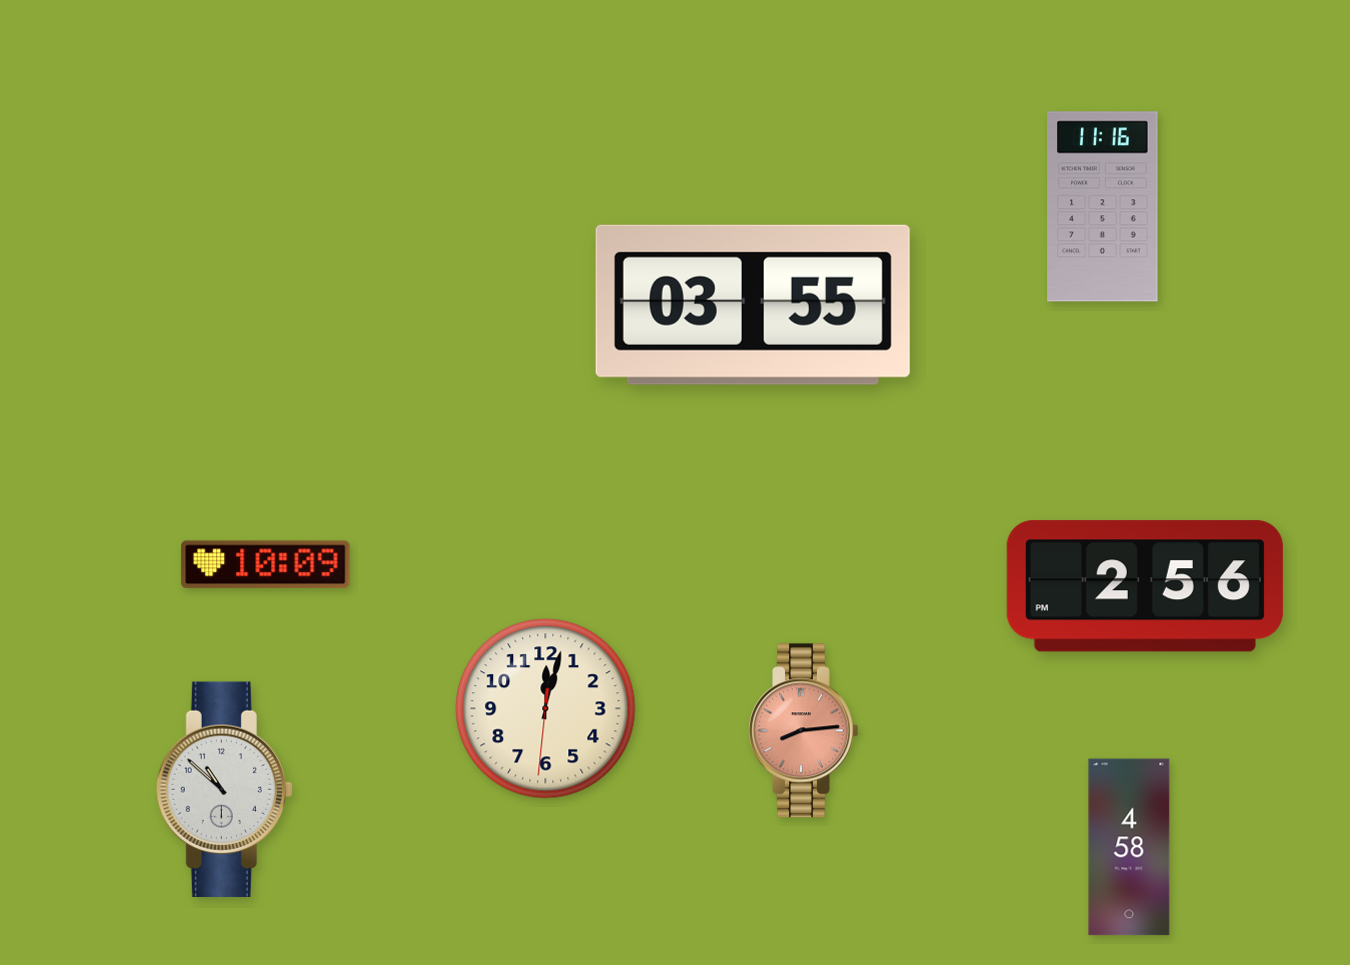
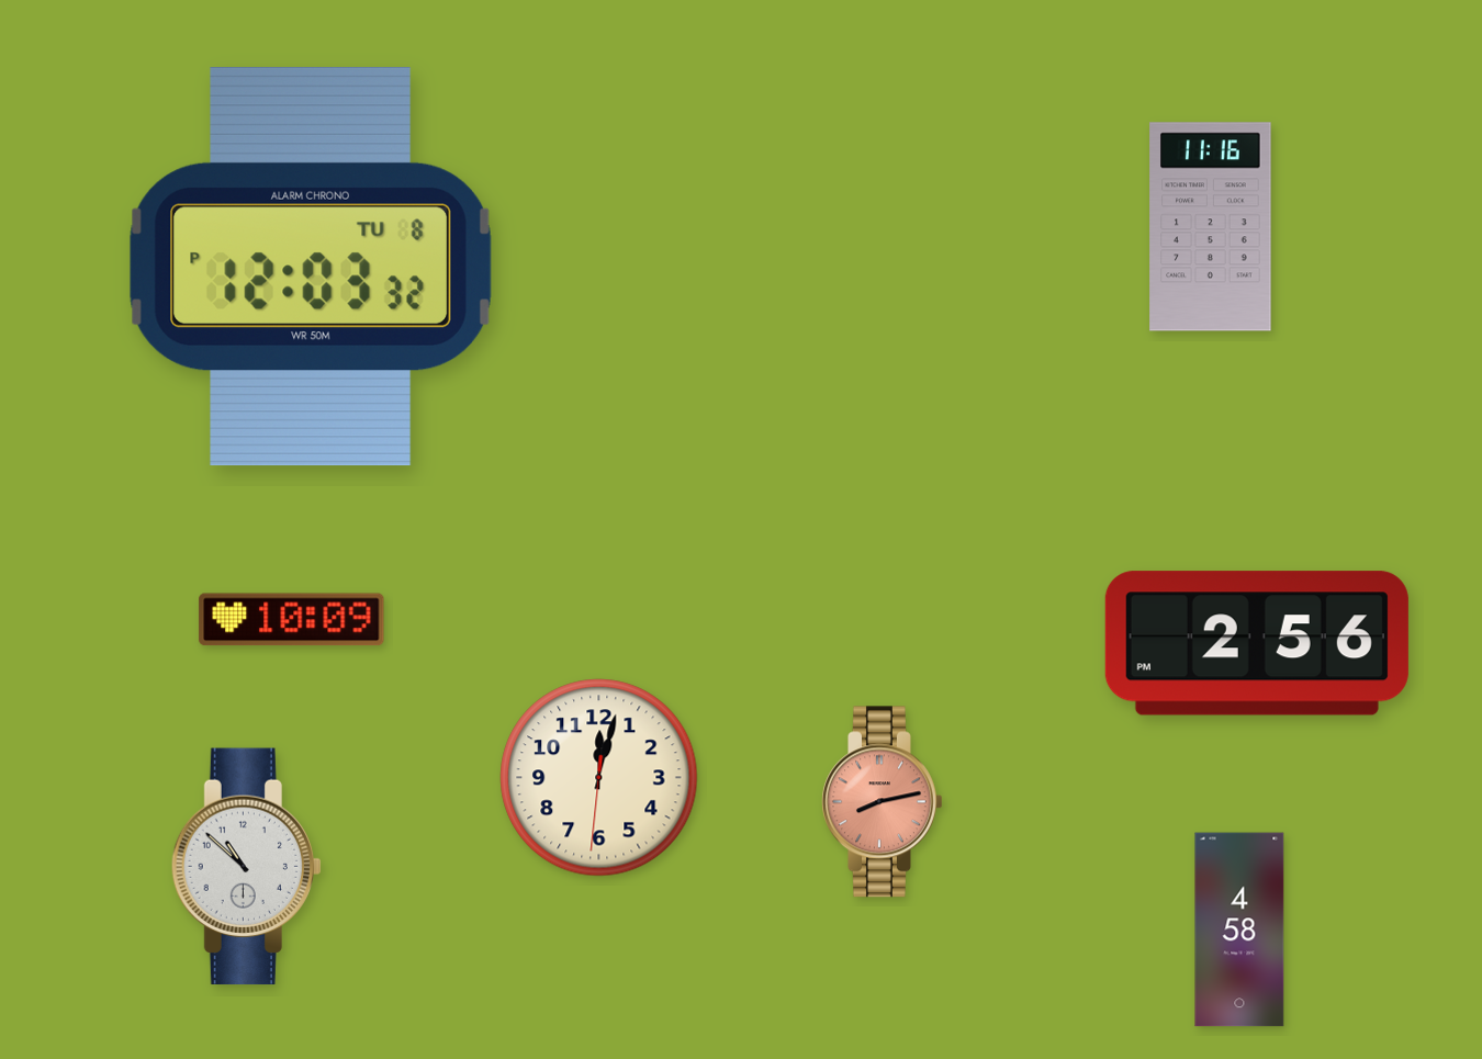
clock at (311, 268): none -> 12:03
clock at (753, 305): 03:55 -> none
clock at (804, 731): 8:14 -> 8:13
